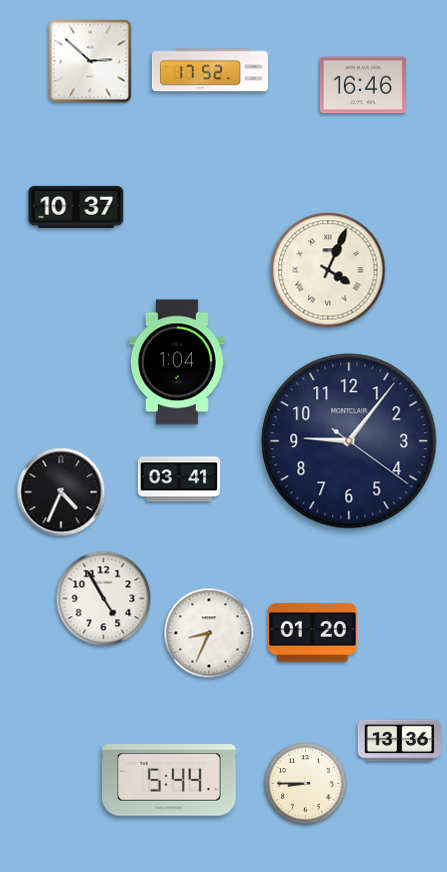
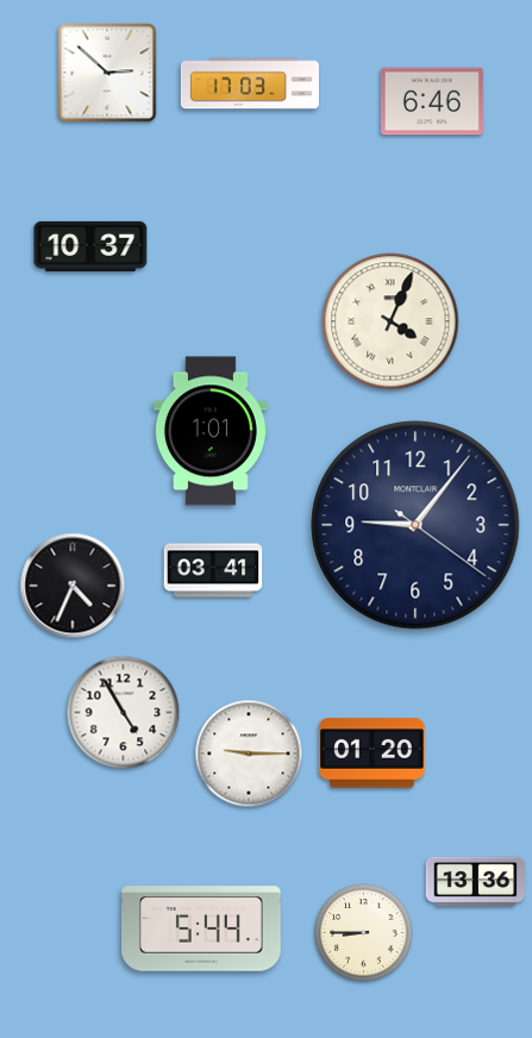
clock at (210, 70): 17:52 -> 17:03
clock at (363, 85): 16:46 -> 6:46
clock at (177, 362): 1:04 -> 1:01
clock at (209, 633): 8:34 -> 9:15
